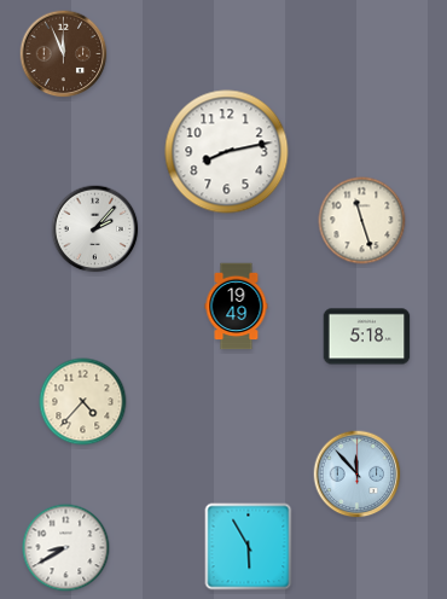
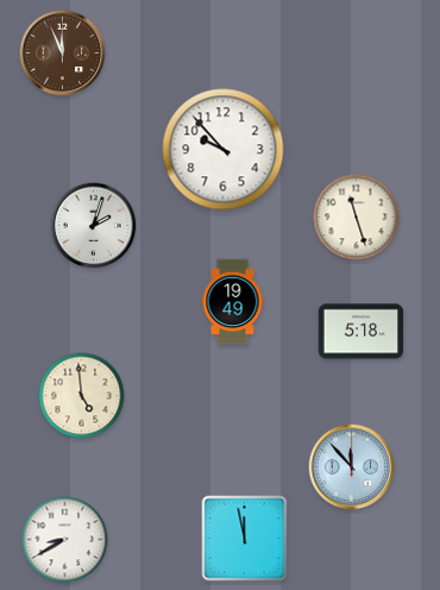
clock at (227, 152): 8:13 -> 9:53
clock at (95, 229): 2:07 -> 2:03
clock at (83, 402): 4:37 -> 4:59
clock at (249, 547): 5:55 -> 11:58
